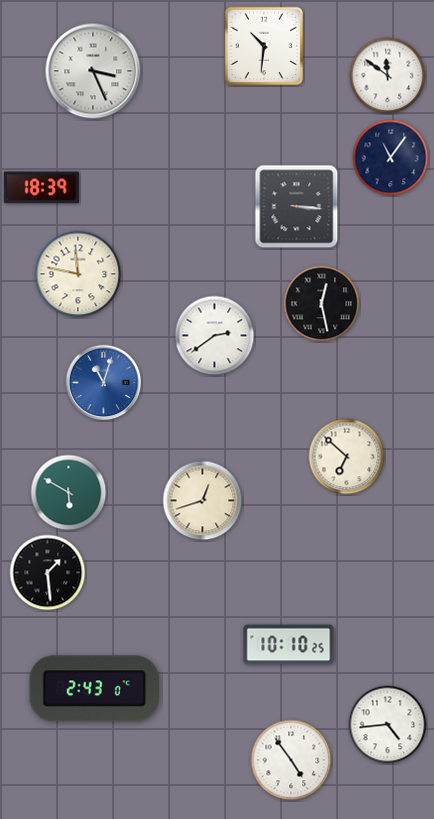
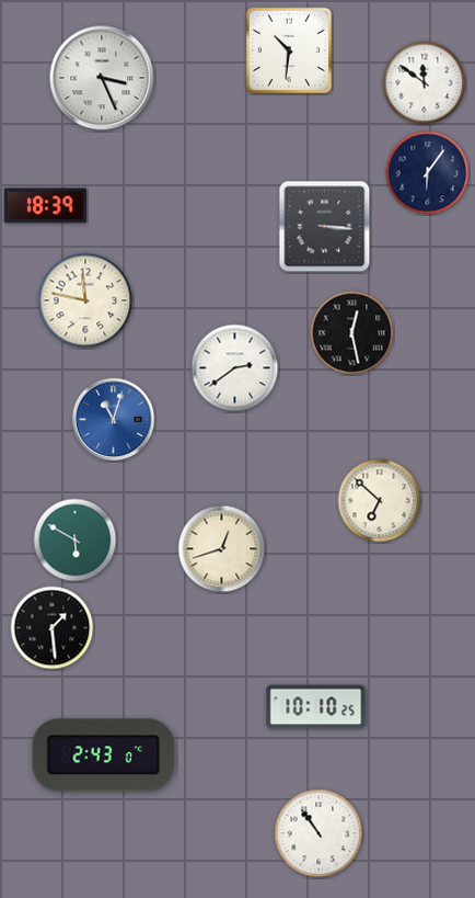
clock at (391, 158): 11:06 -> 6:06
clock at (388, 725): 4:44 -> none
clock at (291, 760): 4:54 -> 10:54
